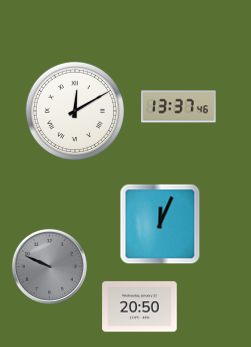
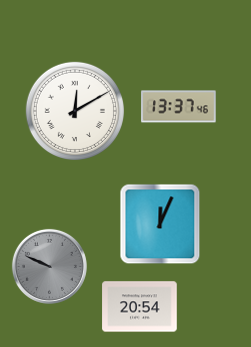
clock at (140, 307): 20:50 -> 20:54
